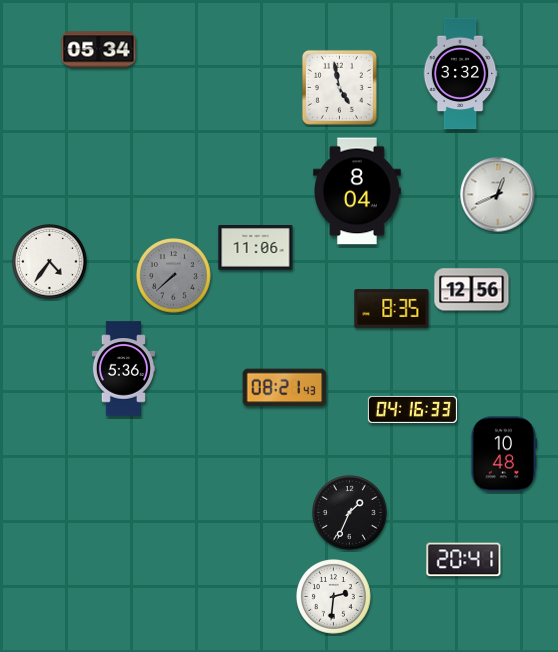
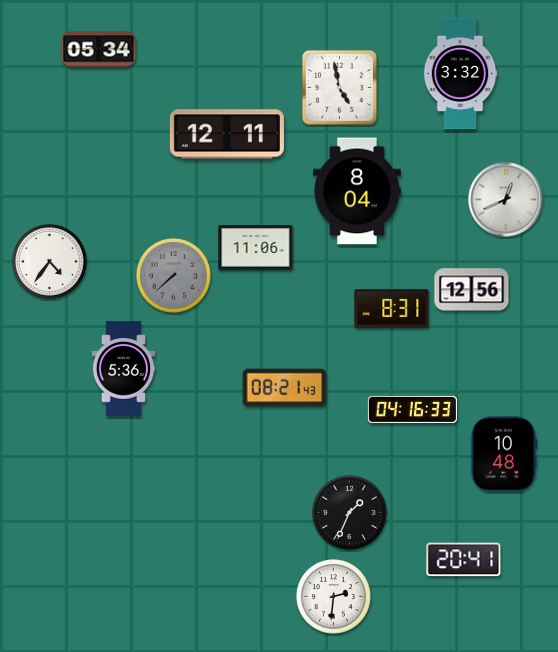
clock at (227, 134): none -> 12:11
clock at (498, 195) position: (498, 195) -> (506, 200)
clock at (392, 309): 8:35 -> 8:31
